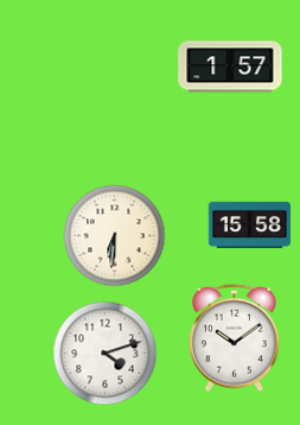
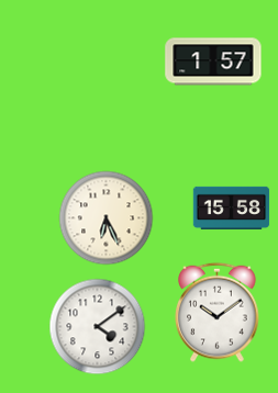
clock at (115, 236): 6:31 -> 6:26
clock at (106, 354): 4:12 -> 4:09
